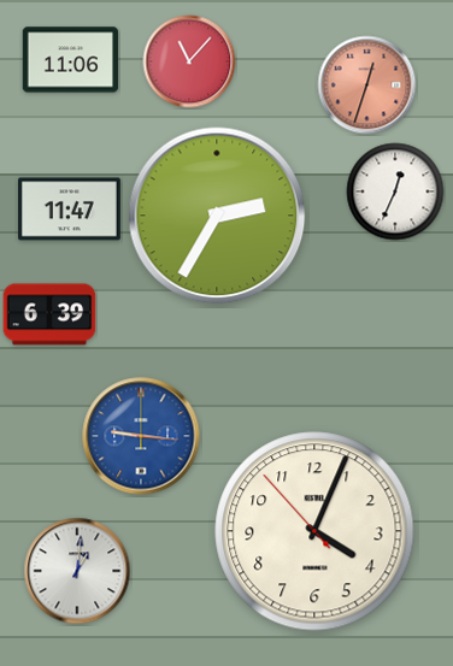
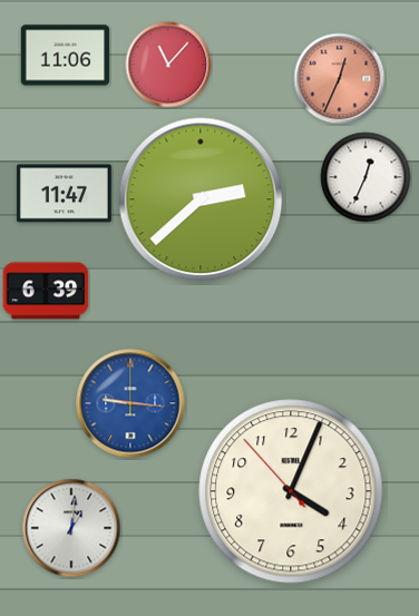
clock at (189, 61) position: (189, 61) -> (168, 65)
clock at (367, 86): 12:33 -> 12:34
clock at (217, 216): 2:35 -> 2:38
